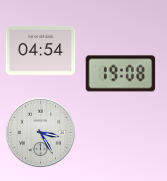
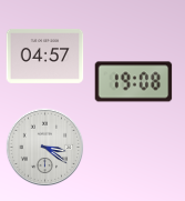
clock at (41, 50): 04:54 -> 04:57
clock at (41, 133): 3:25 -> 3:21
